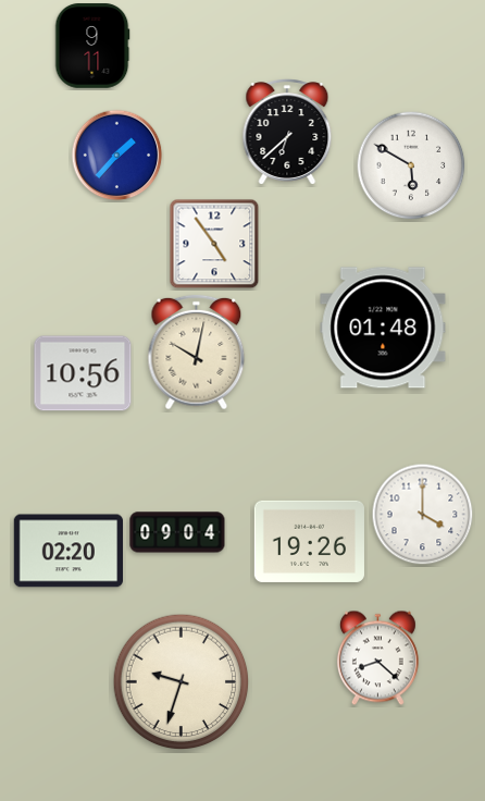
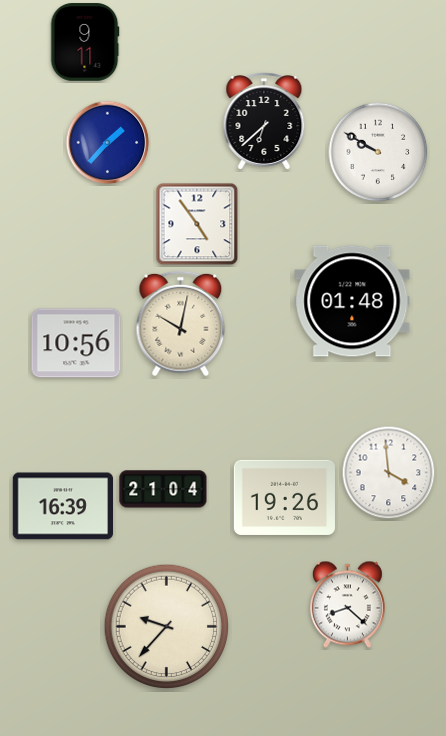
clock at (411, 165): 5:50 -> 9:50
clock at (423, 515): 4:00 -> 3:59
clock at (177, 532): 09:04 -> 21:04
clock at (67, 551): 02:20 -> 16:39
clock at (182, 682): 9:33 -> 9:37
